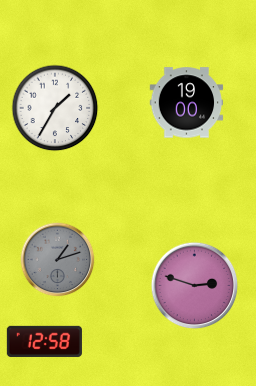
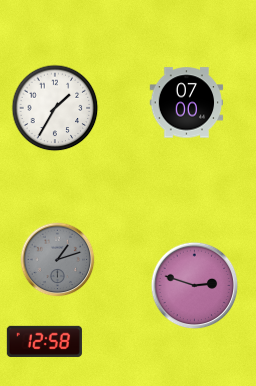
clock at (187, 103): 19:00 -> 07:00
